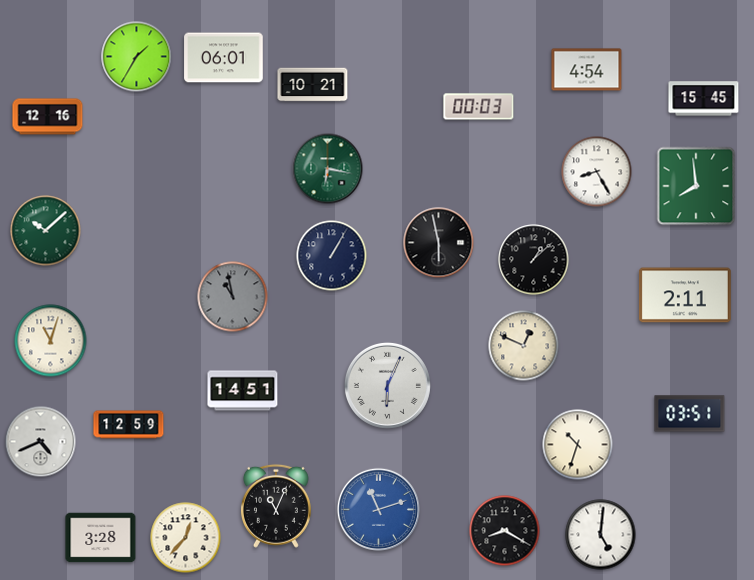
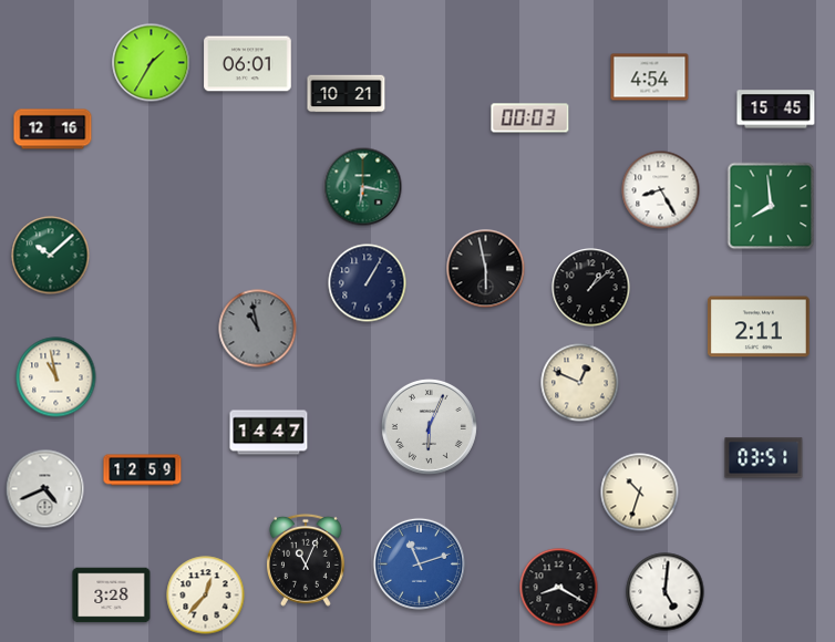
clock at (704, 99) position: (704, 99) -> (776, 110)
clock at (51, 341): 11:03 -> 10:58
clock at (243, 391): 14:51 -> 14:47
